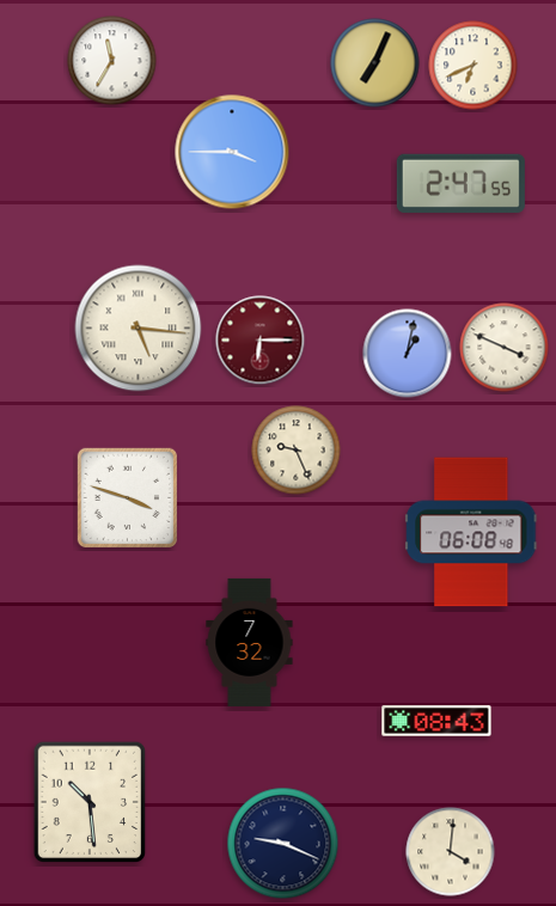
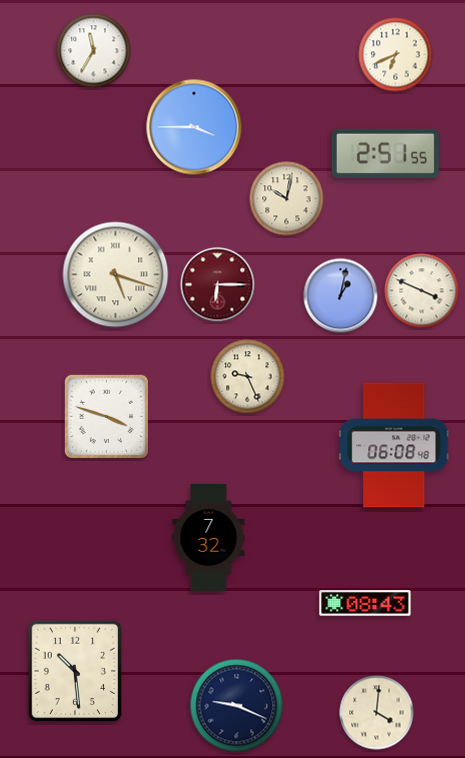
clock at (375, 63): 7:04 -> none
clock at (460, 183): 2:47 -> 2:51
clock at (287, 199): none -> 10:02
clock at (139, 329): 5:16 -> 5:18
